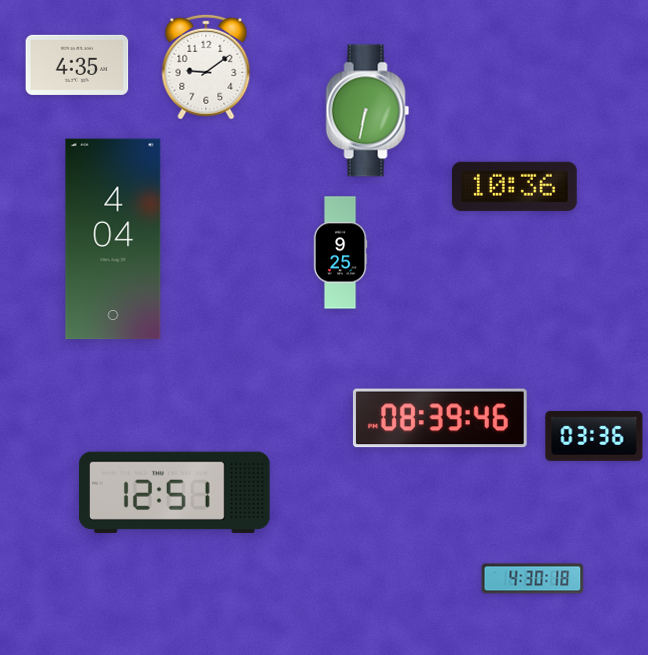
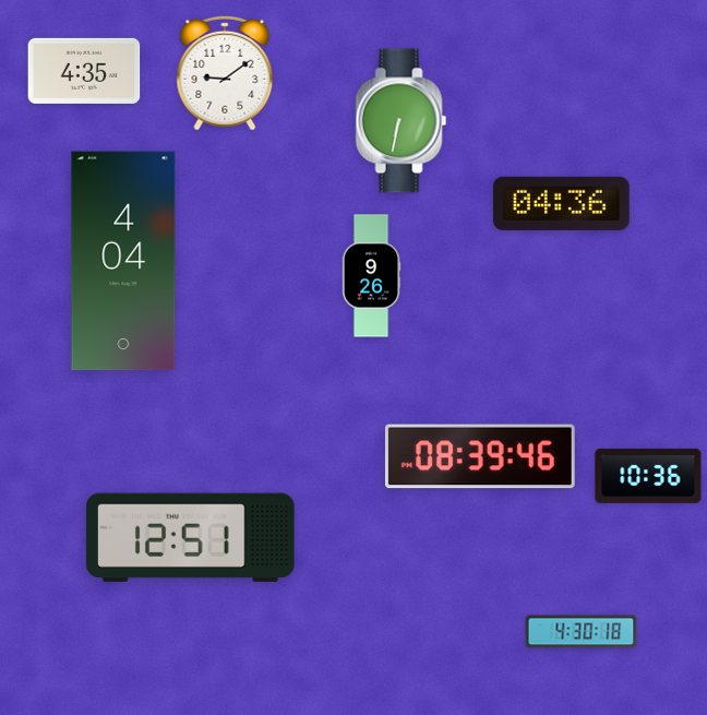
clock at (515, 186): 10:36 -> 04:36
clock at (340, 253): 9:25 -> 9:26
clock at (594, 436): 03:36 -> 10:36
